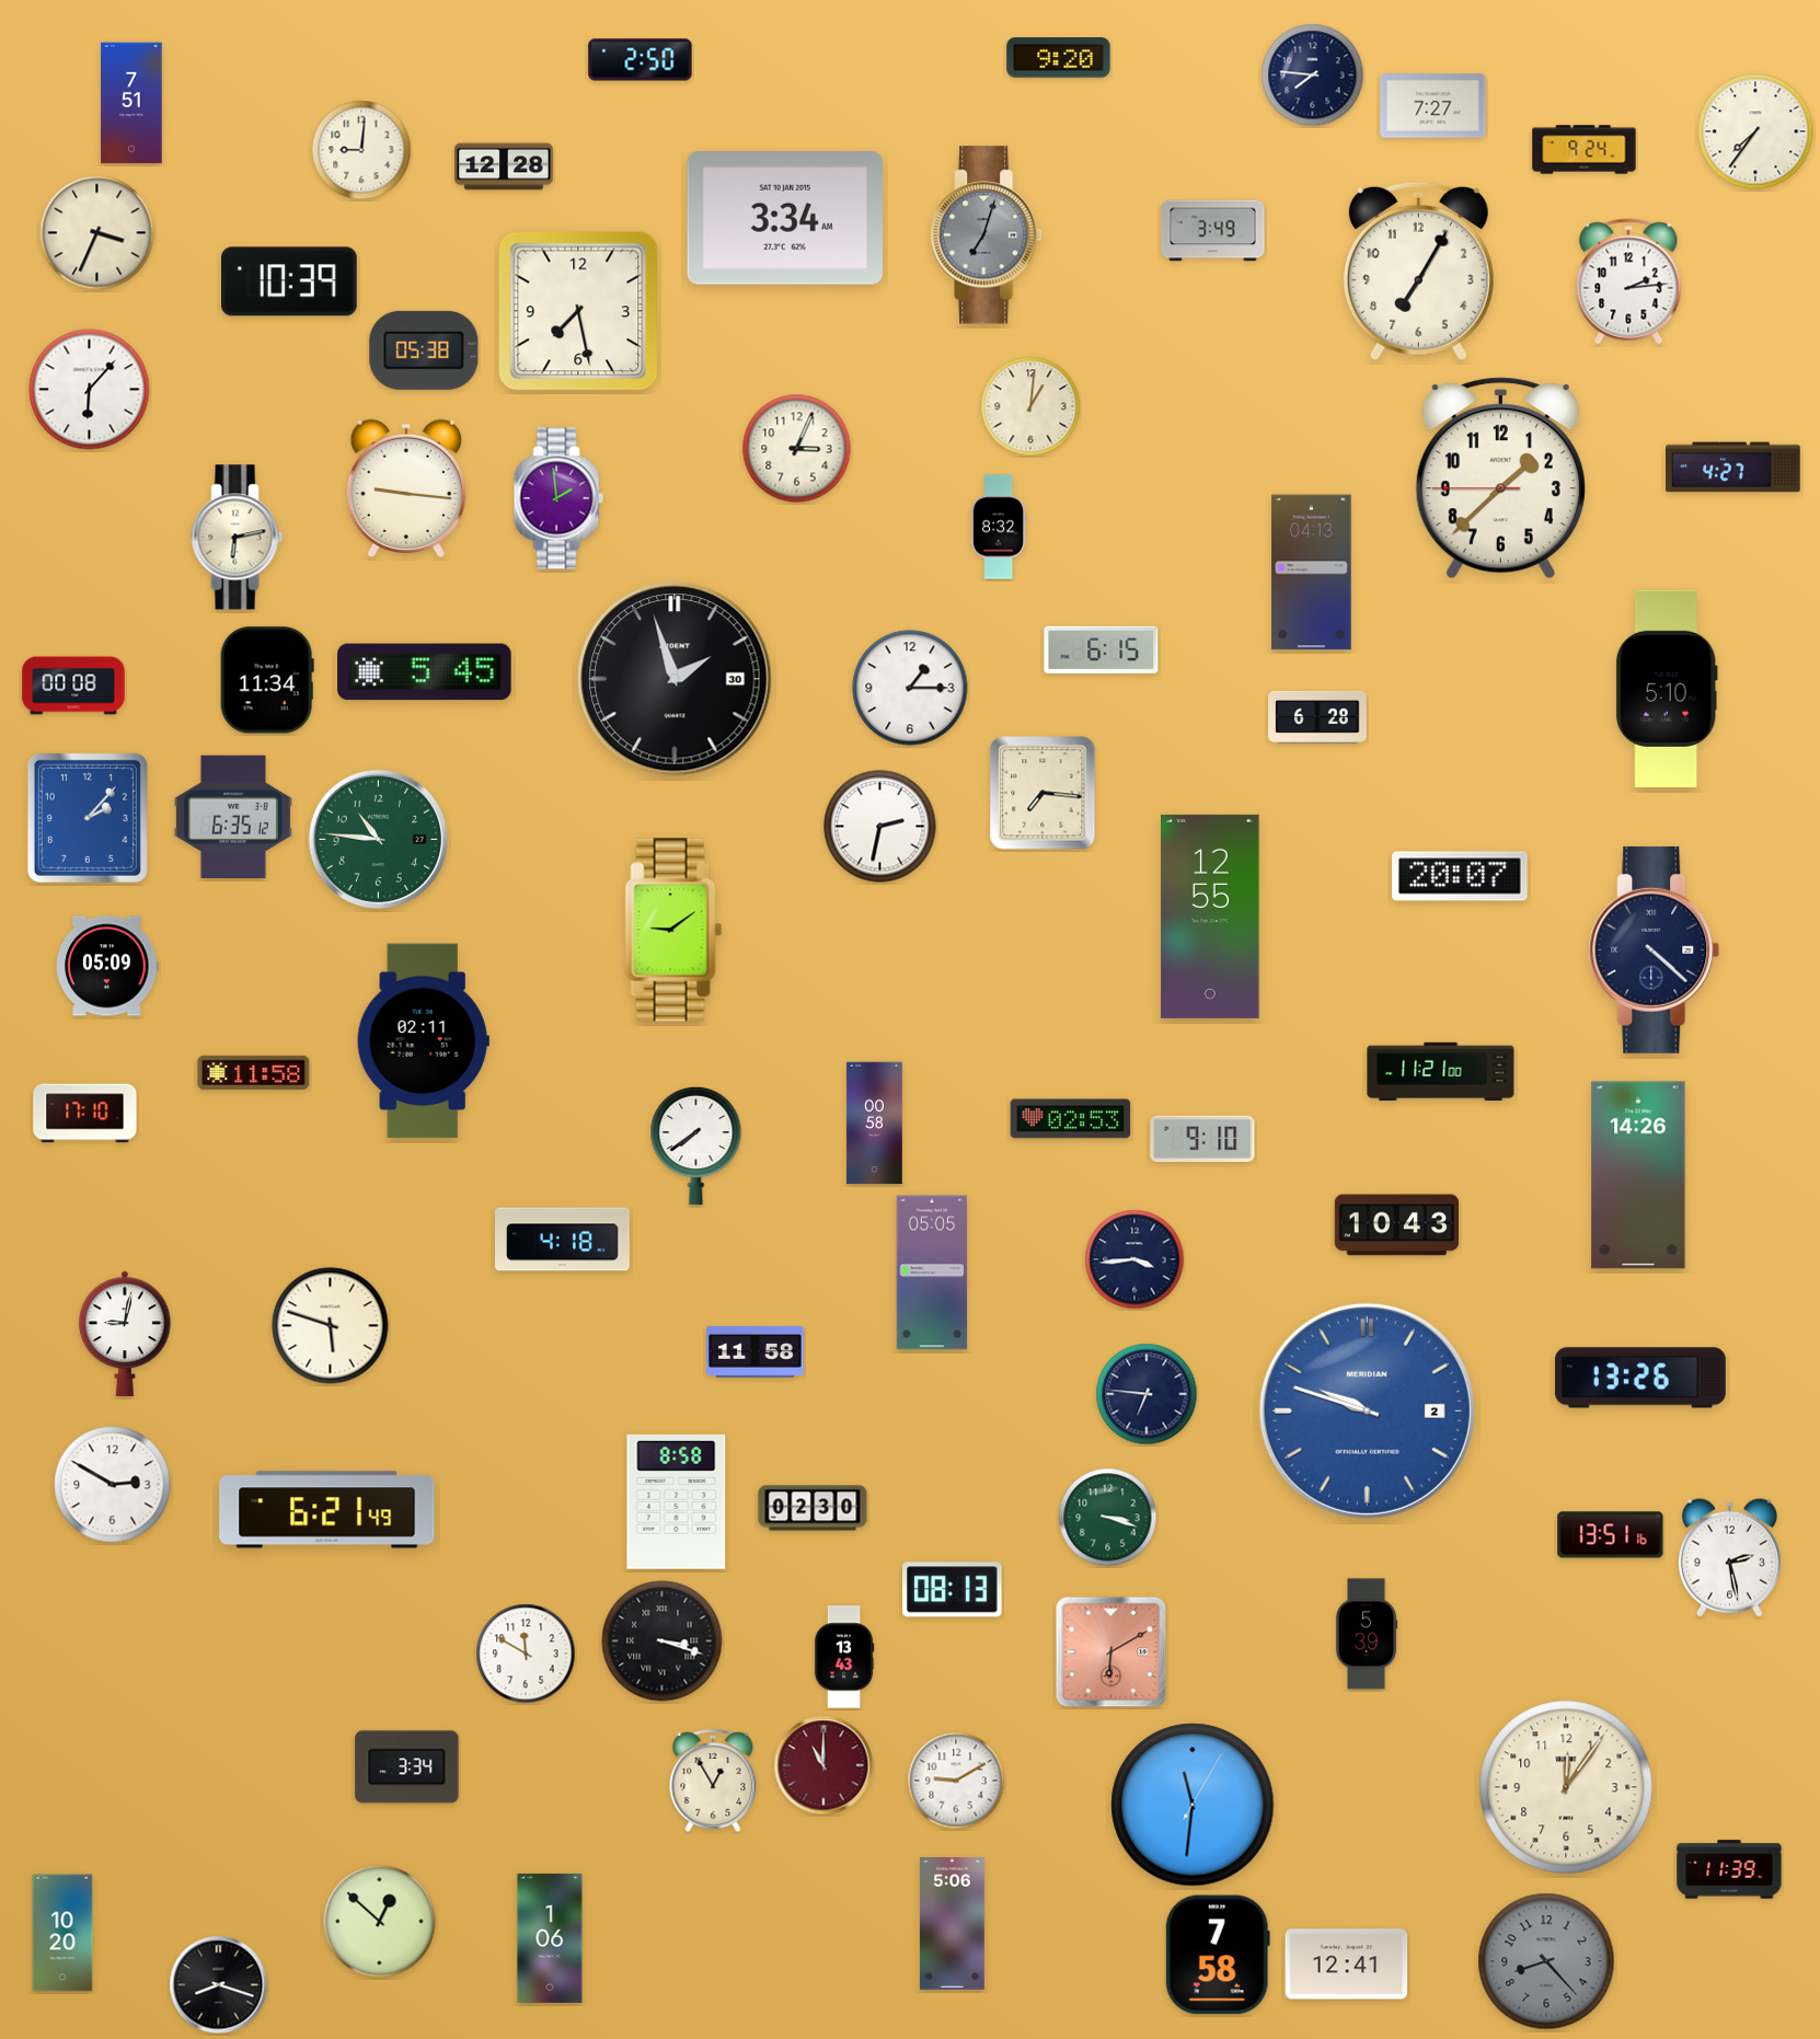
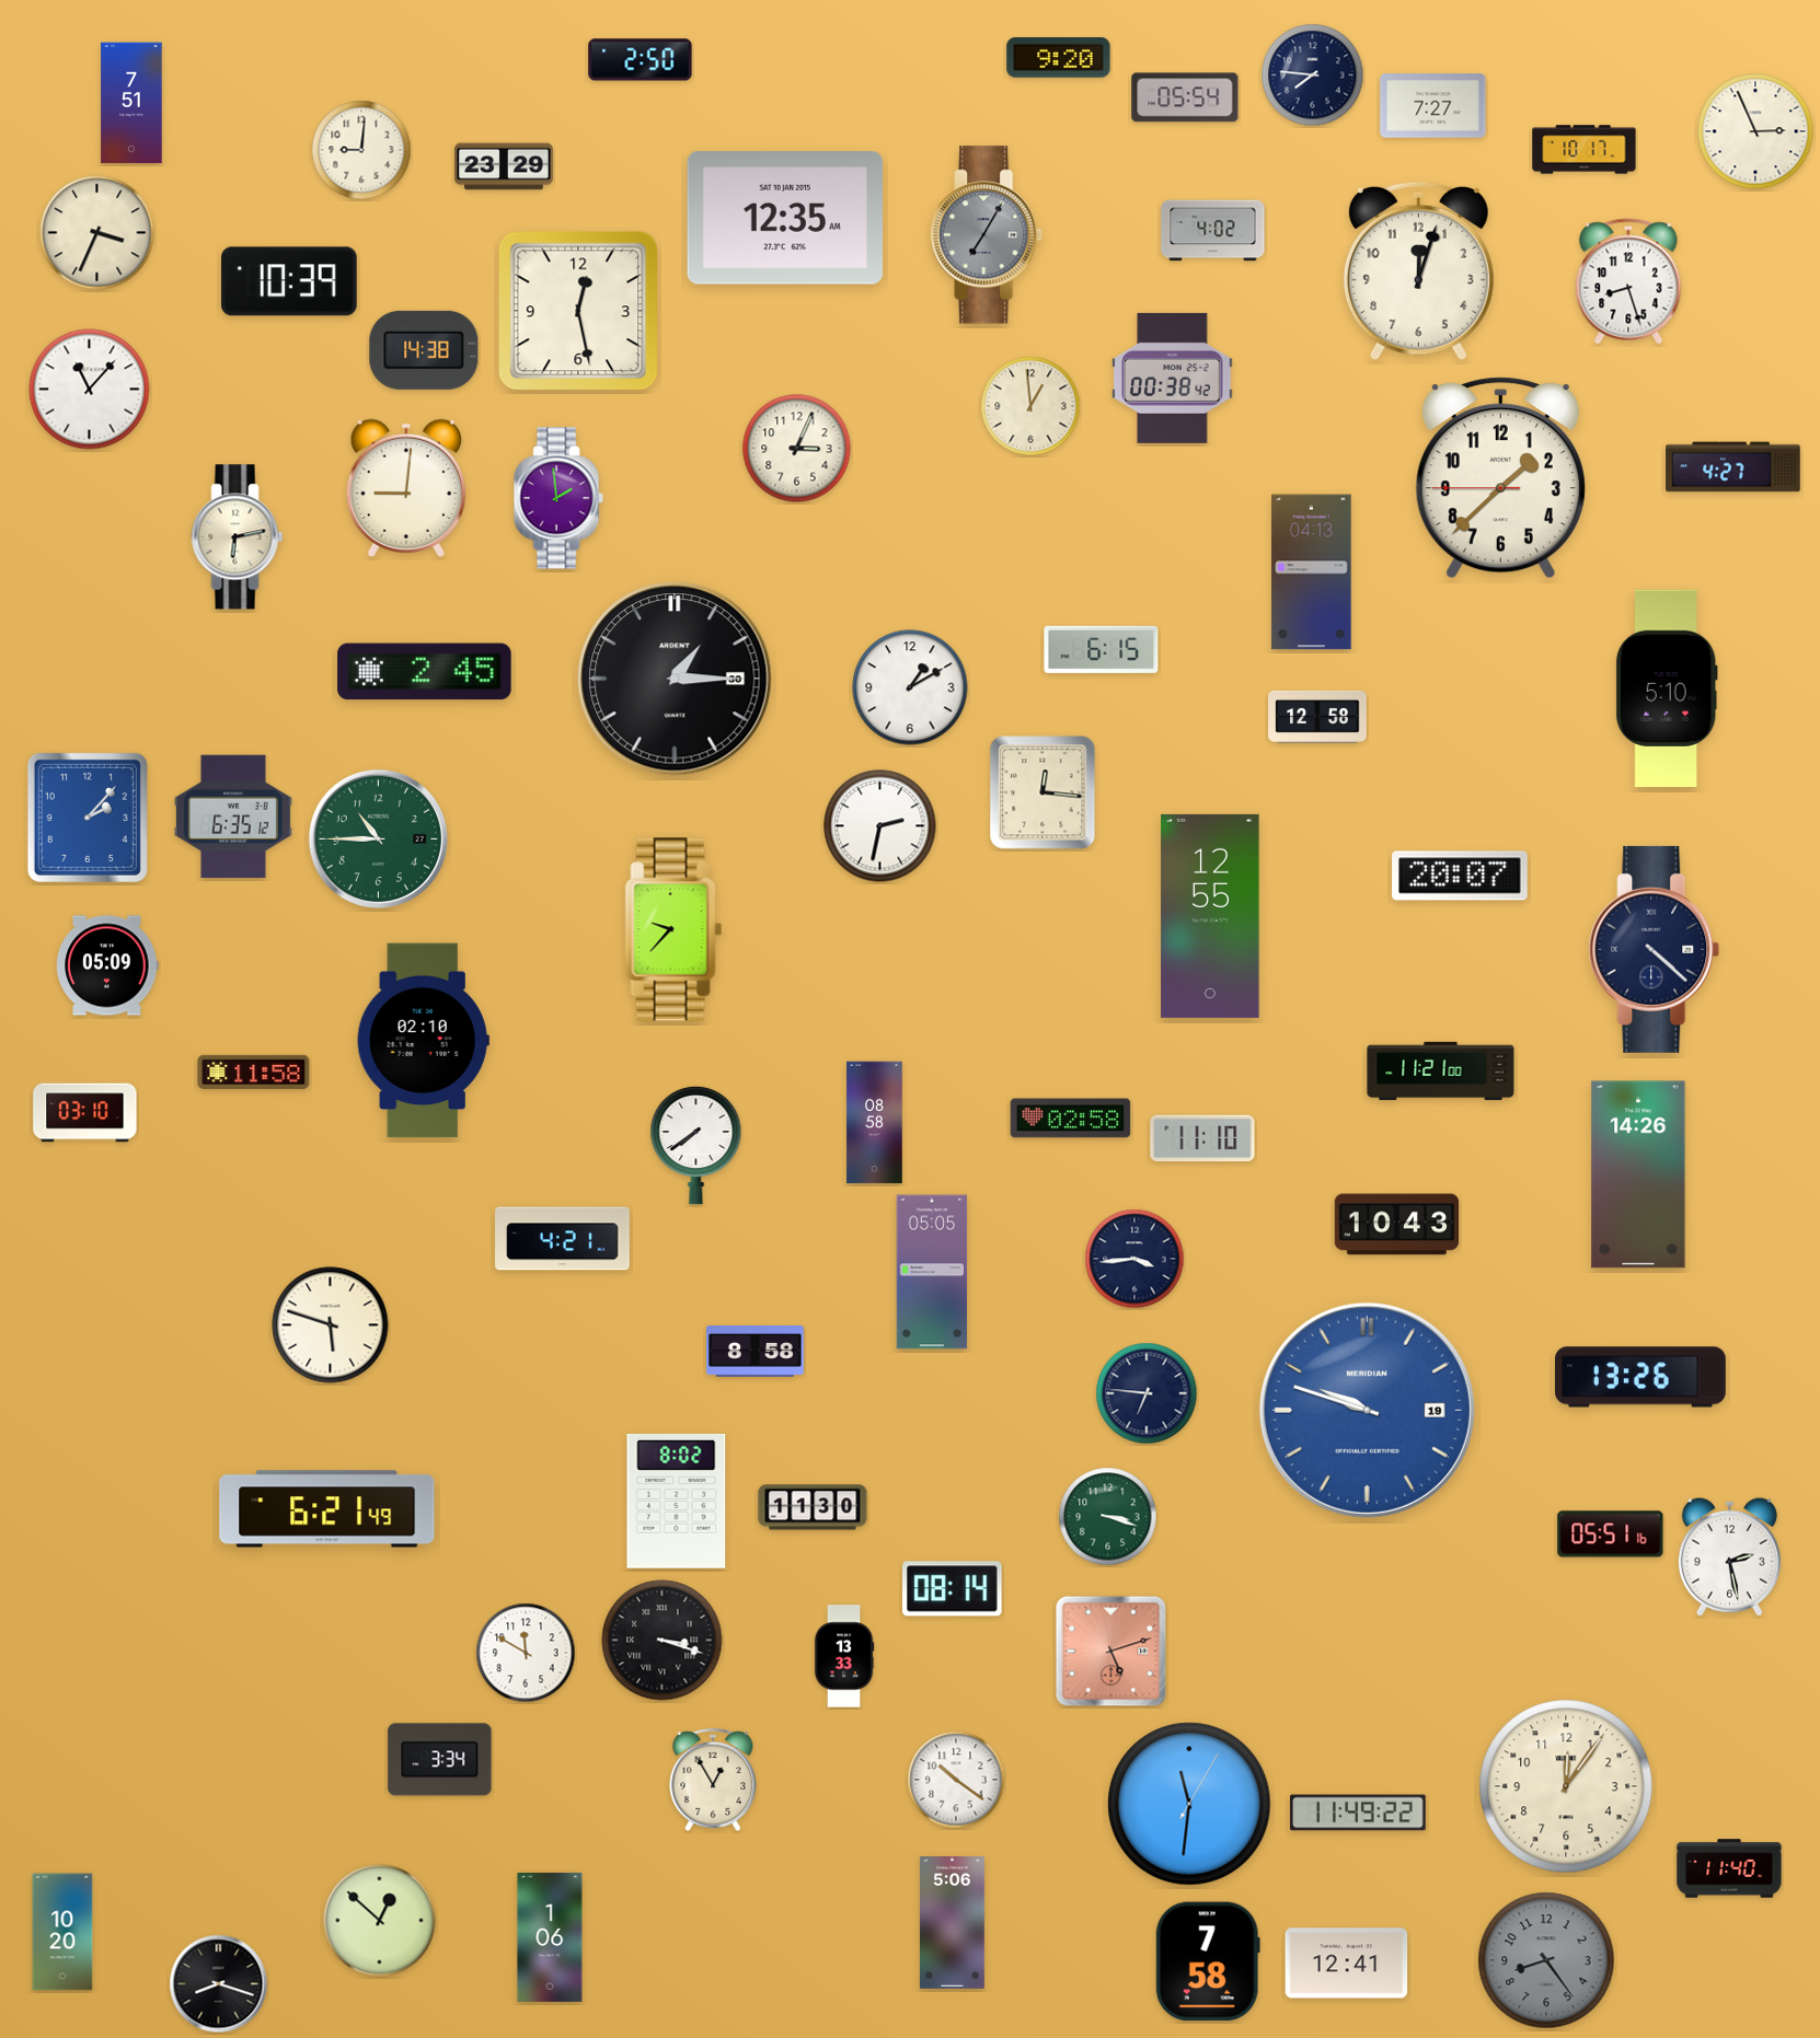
clock at (1185, 97): none -> 05:54
clock at (1755, 131): 7:36 -> 2:56
clock at (1585, 150): 9:24 -> 10:17
clock at (504, 166): 12:28 -> 23:29
clock at (784, 219): 3:34 -> 12:35
clock at (1213, 231): 3:49 -> 4:02
clock at (988, 235): 7:03 -> 7:05
clock at (1418, 270): 7:05 -> 12:03
clock at (1628, 281): 2:14 -> 8:27
clock at (578, 311): 7:28 -> 12:28
clock at (424, 350): 05:38 -> 14:38
clock at (1173, 378): none -> 00:38
clock at (90, 390): 6:07 -> 11:07
clock at (1030, 406): 1:01 -> 12:59
clock at (406, 488): 9:16 -> 9:01
clock at (1000, 527): 8:32 -> none
clock at (425, 672): 5:45 -> 2:45
clock at (675, 679): 1:57 -> 1:15
clock at (267, 680): 11:34 -> none
clock at (73, 686): 00:08 -> none
clock at (910, 688): 1:15 -> 1:10
clock at (1317, 717): 6:28 -> 12:58
clock at (1043, 793): 7:16 -> 12:16
clock at (378, 839): 10:46 -> 10:45
clock at (673, 930): 9:09 -> 9:37
clock at (423, 1041): 02:11 -> 02:10
clock at (85, 1114): 17:10 -> 03:10
clock at (1071, 1119): 02:53 -> 02:58
clock at (875, 1124): 00:58 -> 08:58
clock at (1202, 1139): 9:10 -> 11:10
clock at (563, 1240): 4:18 -> 4:21
clock at (125, 1333): 9:02 -> none
clock at (756, 1352): 11:58 -> 8:58
clock at (1367, 1410) date: 2 -> 19
clock at (113, 1485): 2:50 -> none
clock at (677, 1501): 8:58 -> 8:02
clock at (813, 1508): 02:30 -> 11:30
clock at (1611, 1535): 13:51 -> 05:51
clock at (953, 1590): 08:13 -> 08:14
clock at (1367, 1634): 5:39 -> none
clock at (1111, 1652): 6:10 -> 5:12
clock at (844, 1657): 13:43 -> 13:33
clock at (823, 1765): 11:00 -> none
clock at (407, 1767) position: (407, 1767) -> (440, 1760)
clock at (956, 1781): 9:10 -> 10:21
clock at (1193, 1805) position: (1193, 1805) -> (1189, 1804)
clock at (1358, 1813): none -> 11:49
clock at (1729, 1869): 11:39 -> 11:40
clock at (1218, 1955) position: (1218, 1955) -> (1208, 1961)
clock at (1546, 1961): 8:23 -> 8:24
